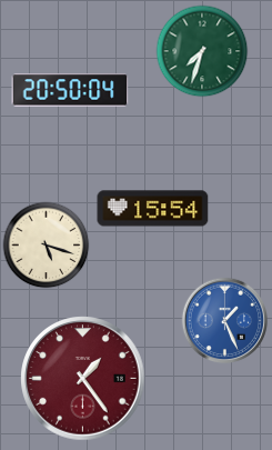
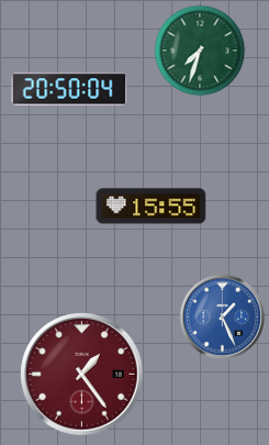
clock at (153, 209): 15:54 -> 15:55
clock at (46, 244): 5:18 -> none
